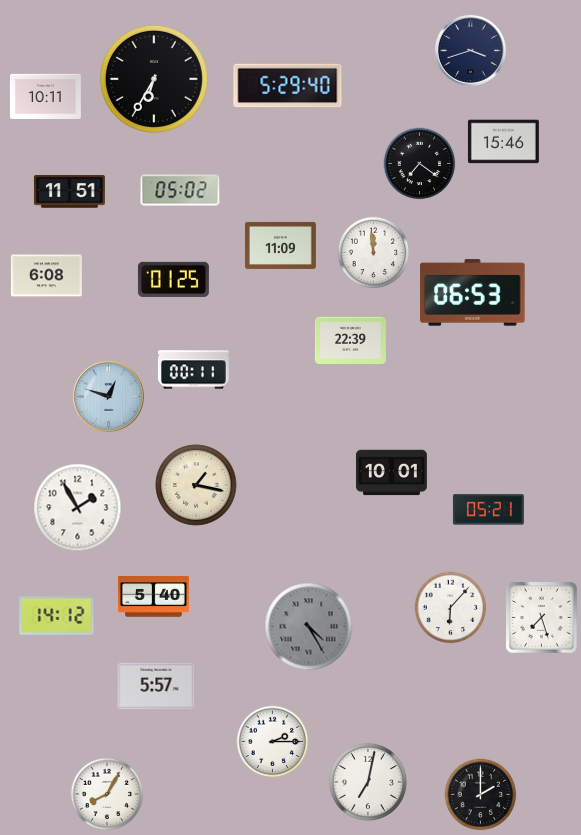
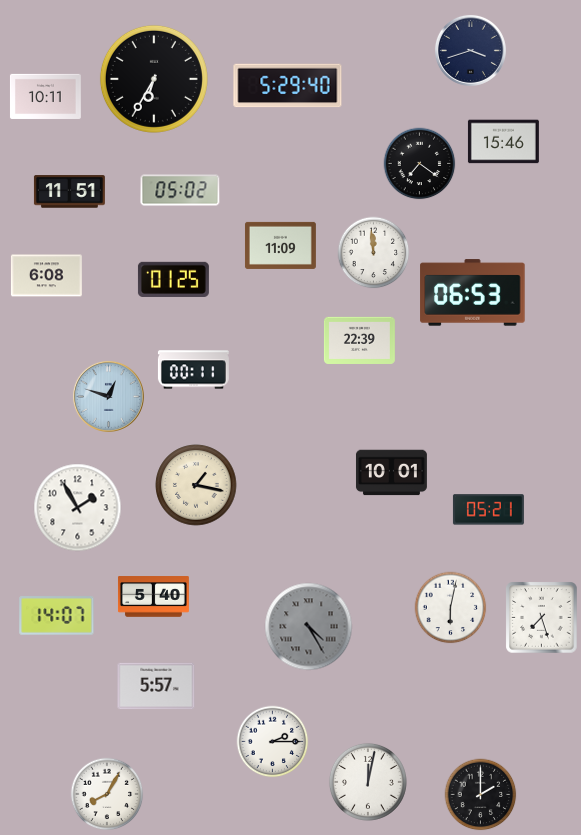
clock at (350, 340) position: (350, 340) -> (359, 340)
clock at (451, 608): 6:07 -> 6:02
clock at (57, 616): 14:12 -> 14:07
clock at (368, 782): 7:02 -> 12:02
